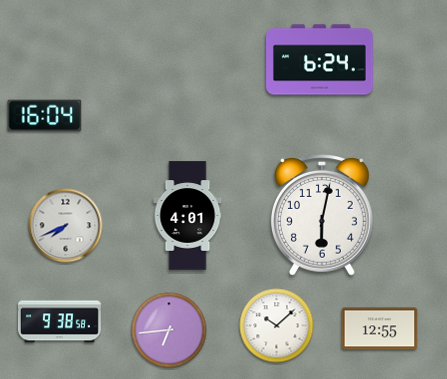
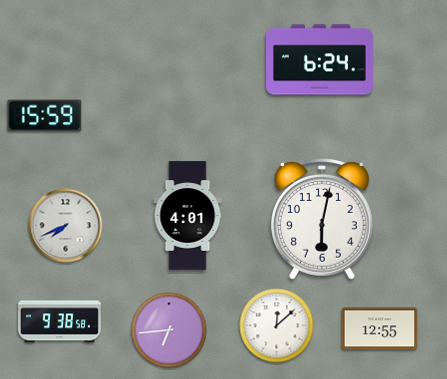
clock at (45, 116): 16:04 -> 15:59
clock at (322, 216) position: (322, 216) -> (322, 220)
clock at (277, 326): 10:08 -> 12:08
